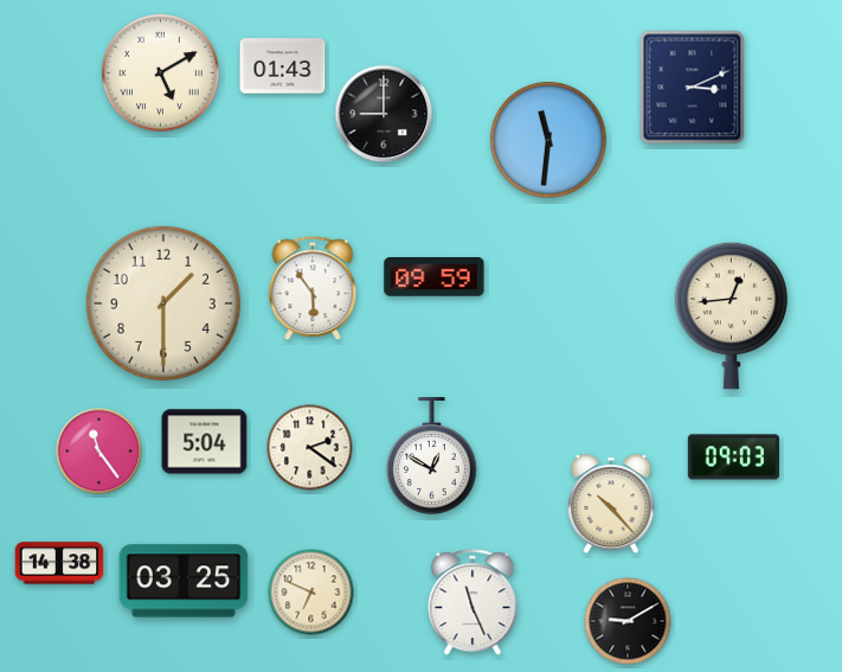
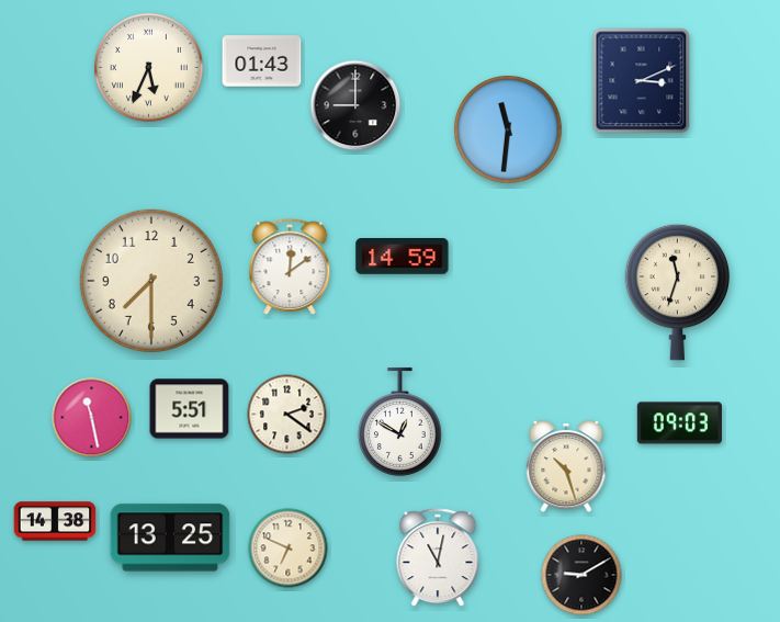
clock at (161, 73): 5:10 -> 5:34
clock at (435, 277): 09:59 -> 14:59
clock at (313, 289): 5:54 -> 12:09
clock at (163, 303): 1:30 -> 7:30
clock at (732, 315): 12:44 -> 11:33
clock at (205, 442): 5:04 -> 5:51
clock at (99, 452): 11:24 -> 11:28
clock at (611, 505): 10:23 -> 10:27
clock at (184, 581): 03:25 -> 13:25
clock at (473, 603): 11:26 -> 11:02
